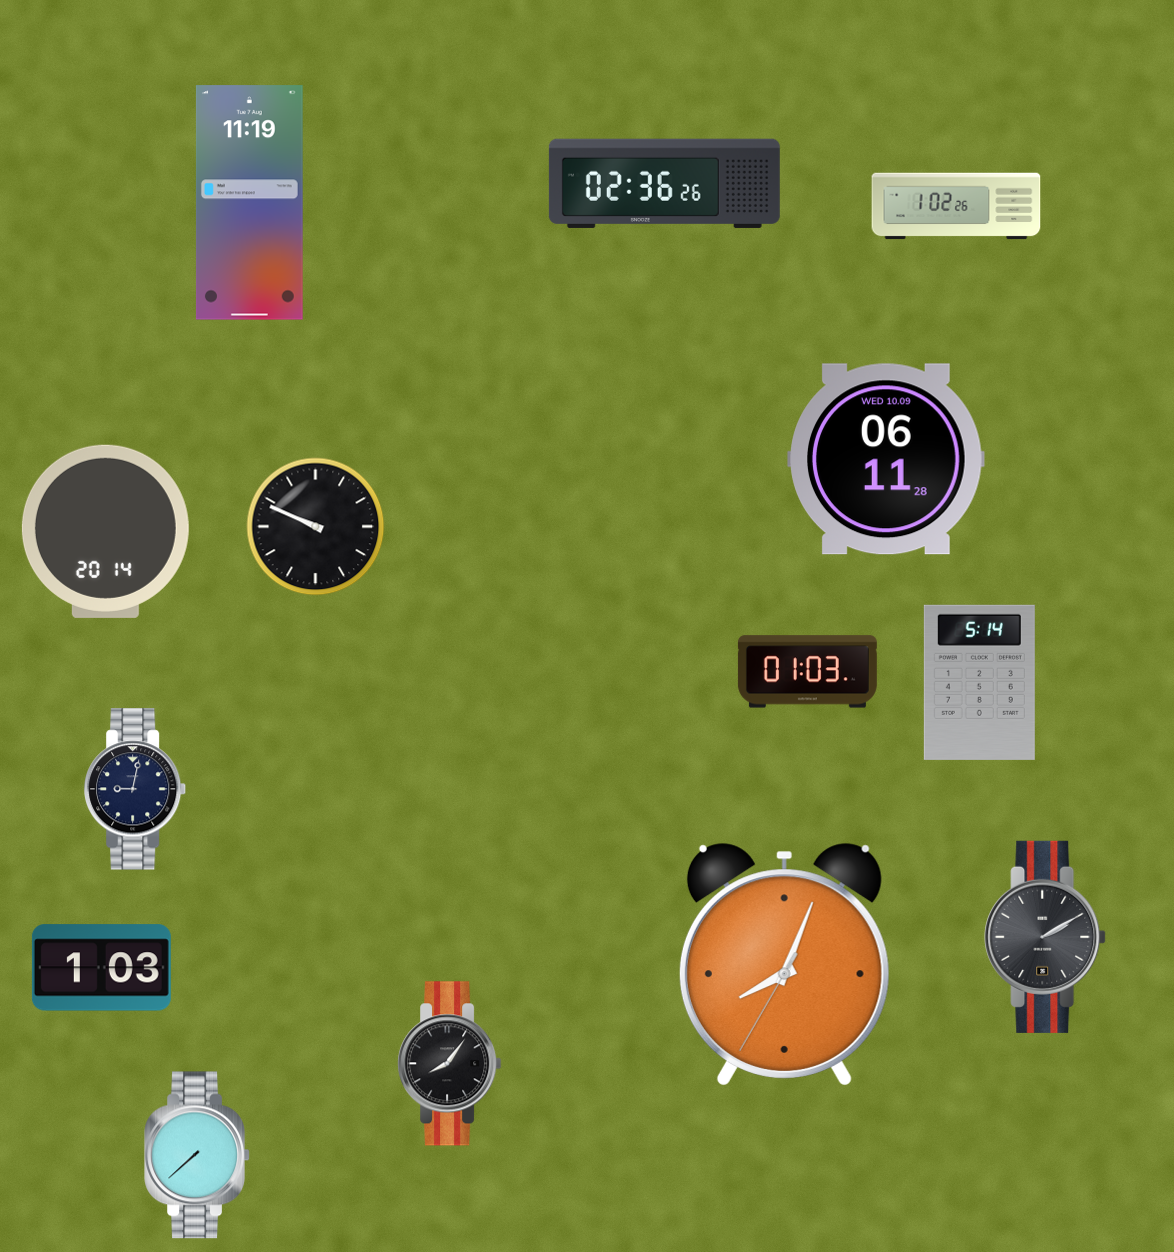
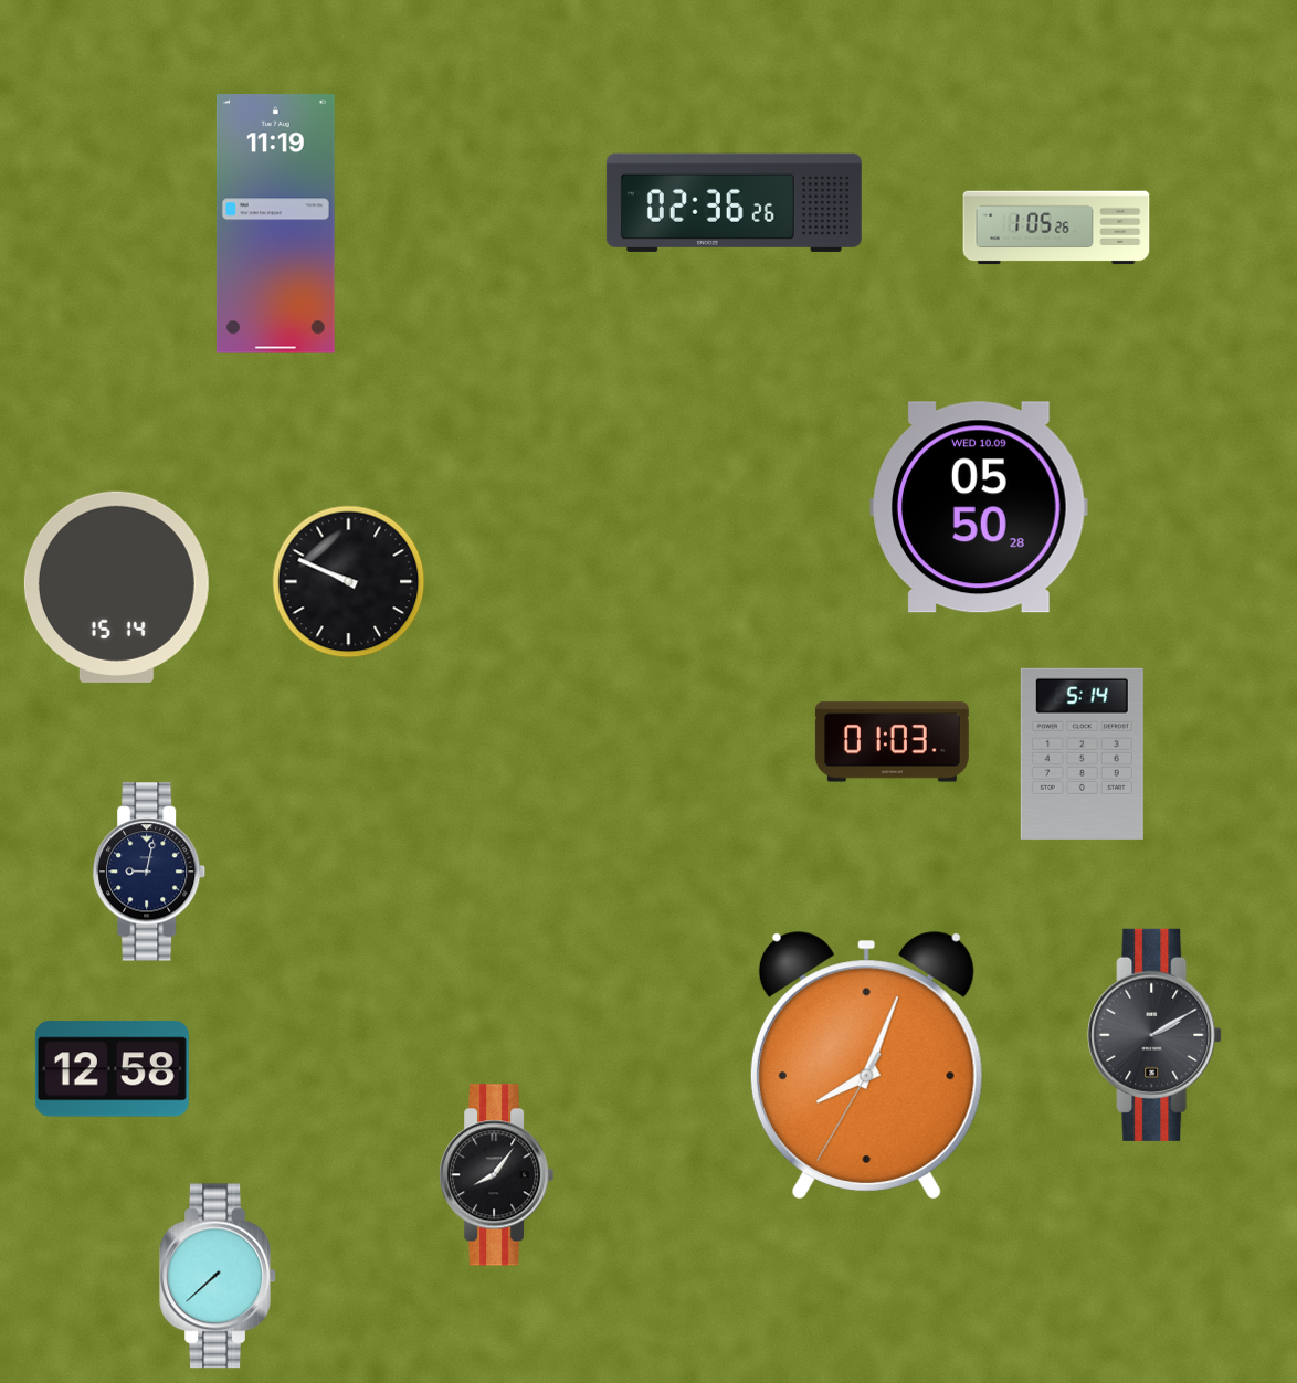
clock at (956, 206): 1:02 -> 1:05
clock at (886, 459): 06:11 -> 05:50
clock at (105, 531): 20:14 -> 15:14
clock at (101, 968): 1:03 -> 12:58
